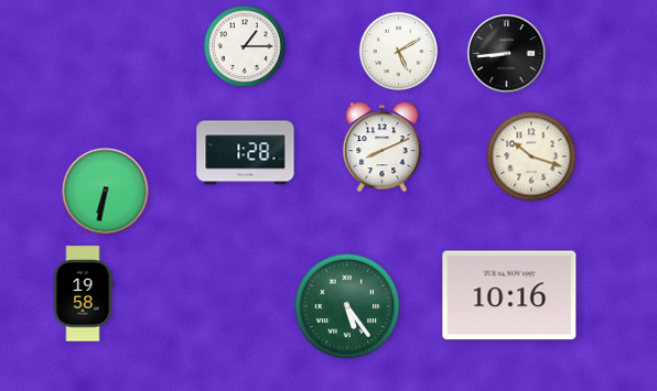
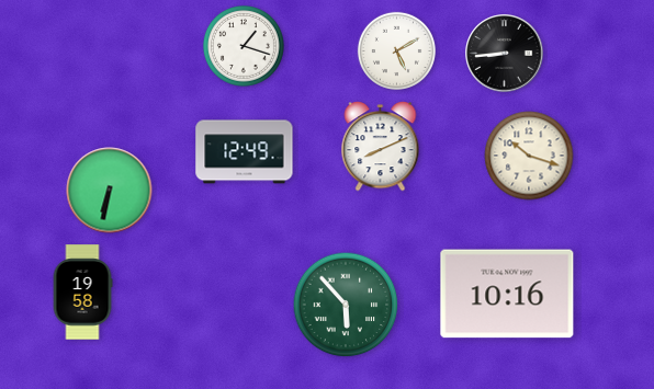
clock at (245, 46): 1:15 -> 1:18
clock at (246, 153): 1:28 -> 12:49
clock at (106, 192) position: (106, 192) -> (110, 191)
clock at (347, 306): 5:24 -> 5:53
